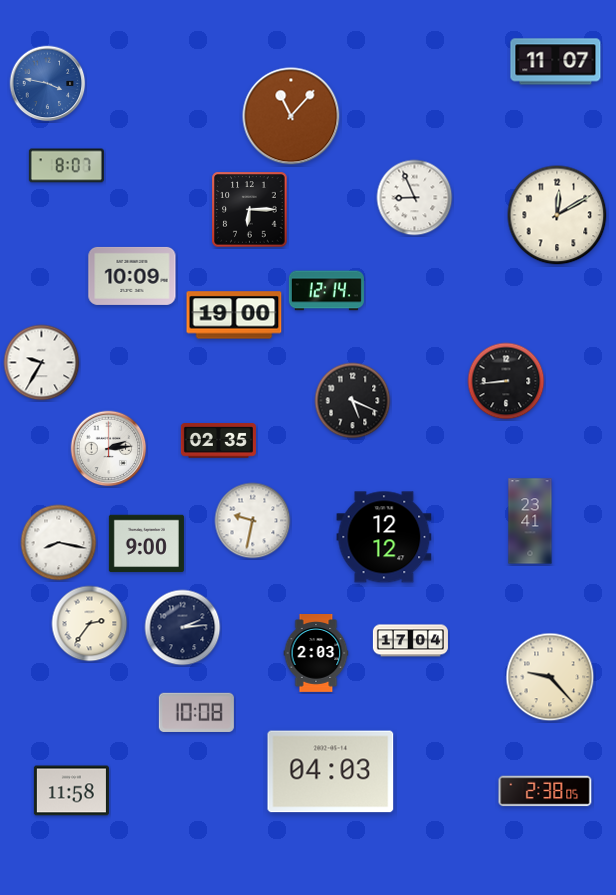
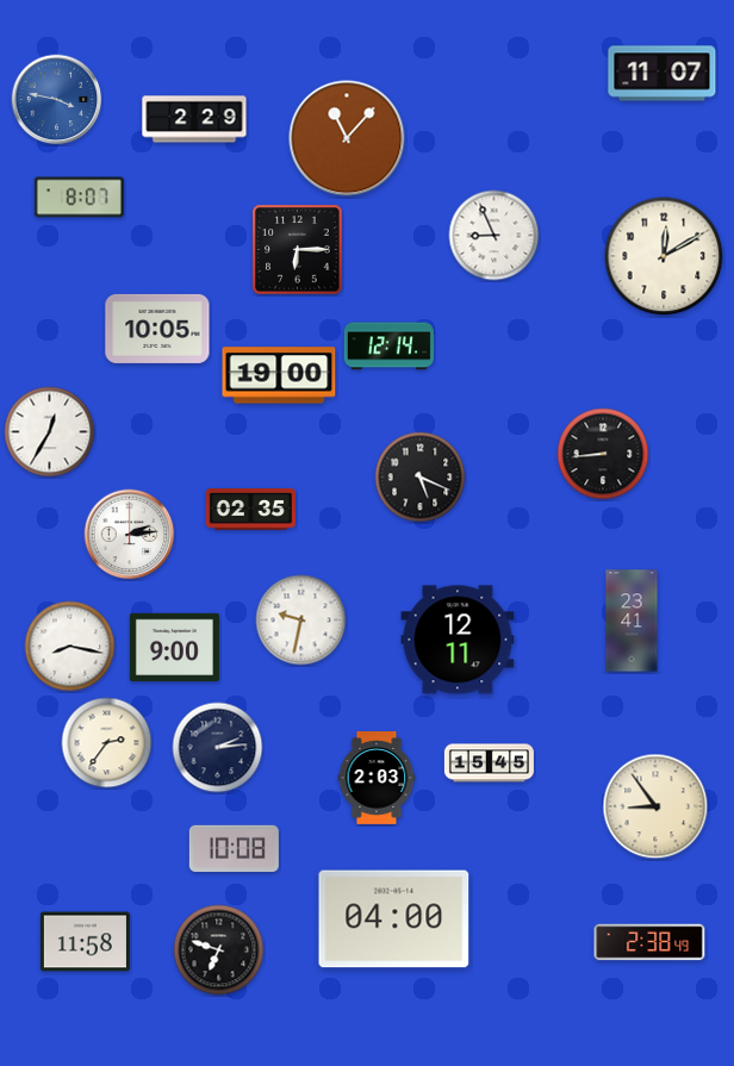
clock at (194, 119): none -> 2:29
clock at (132, 276): 10:09 -> 10:05
clock at (42, 363): 9:35 -> 12:35
clock at (218, 441) position: (218, 441) -> (250, 510)
clock at (384, 537): 12:12 -> 12:11
clock at (410, 641): 17:04 -> 15:45
clock at (550, 677): 9:23 -> 8:54
clock at (331, 772): 04:03 -> 04:00
clock at (545, 791): 2:38:05 -> 2:38:49
clock at (219, 950): none -> 6:48
